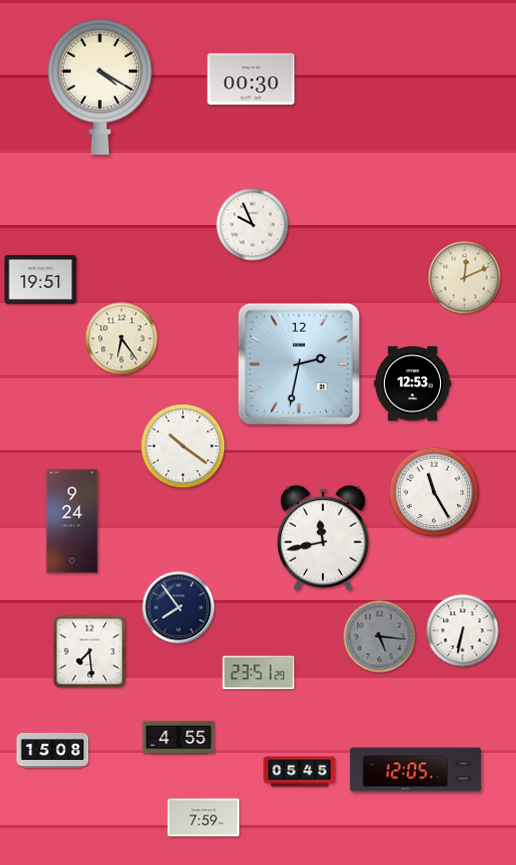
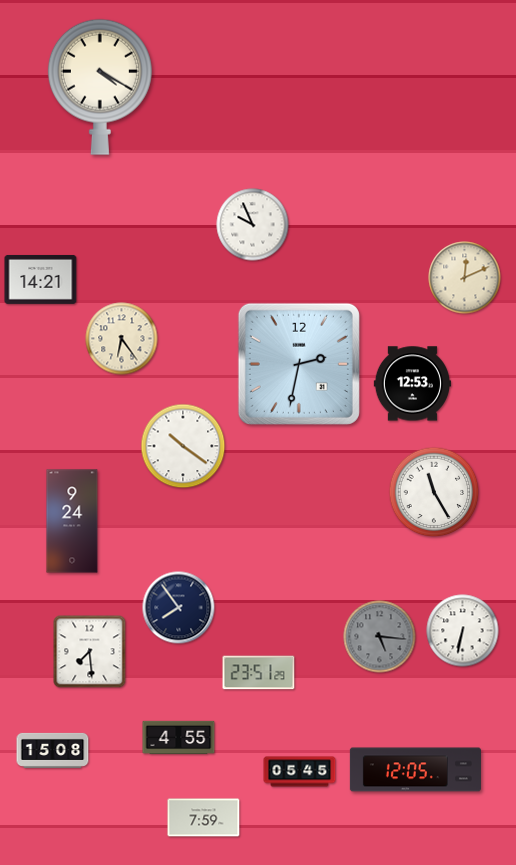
clock at (251, 79): 00:30 -> none
clock at (41, 279): 19:51 -> 14:21
clock at (323, 538): 11:43 -> none
